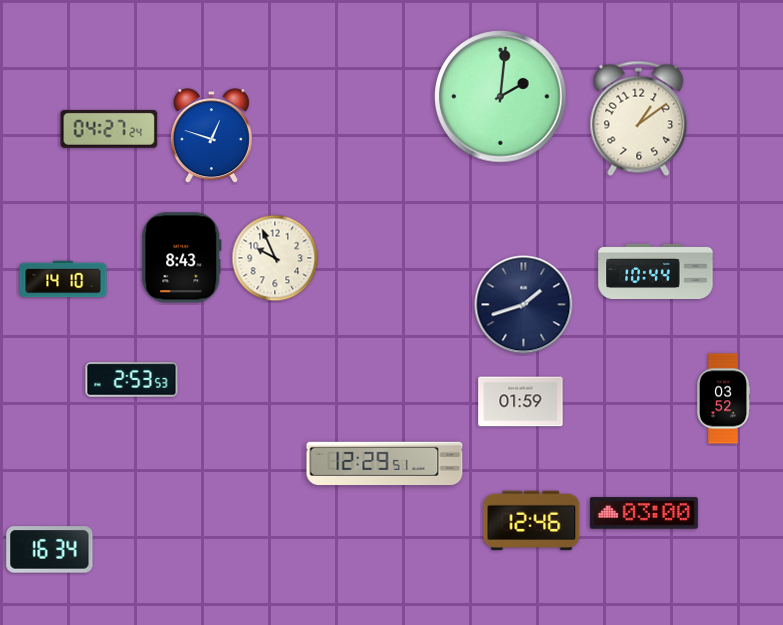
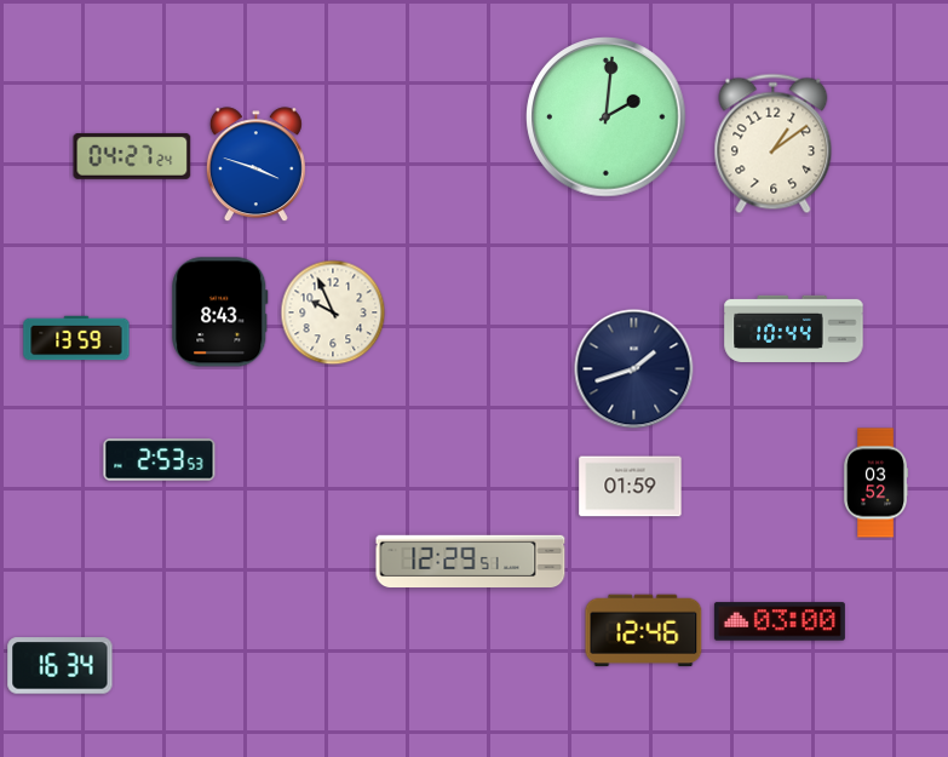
clock at (211, 136): 12:48 -> 3:48
clock at (63, 279): 14:10 -> 13:59
clock at (385, 464) position: (385, 464) -> (471, 562)
